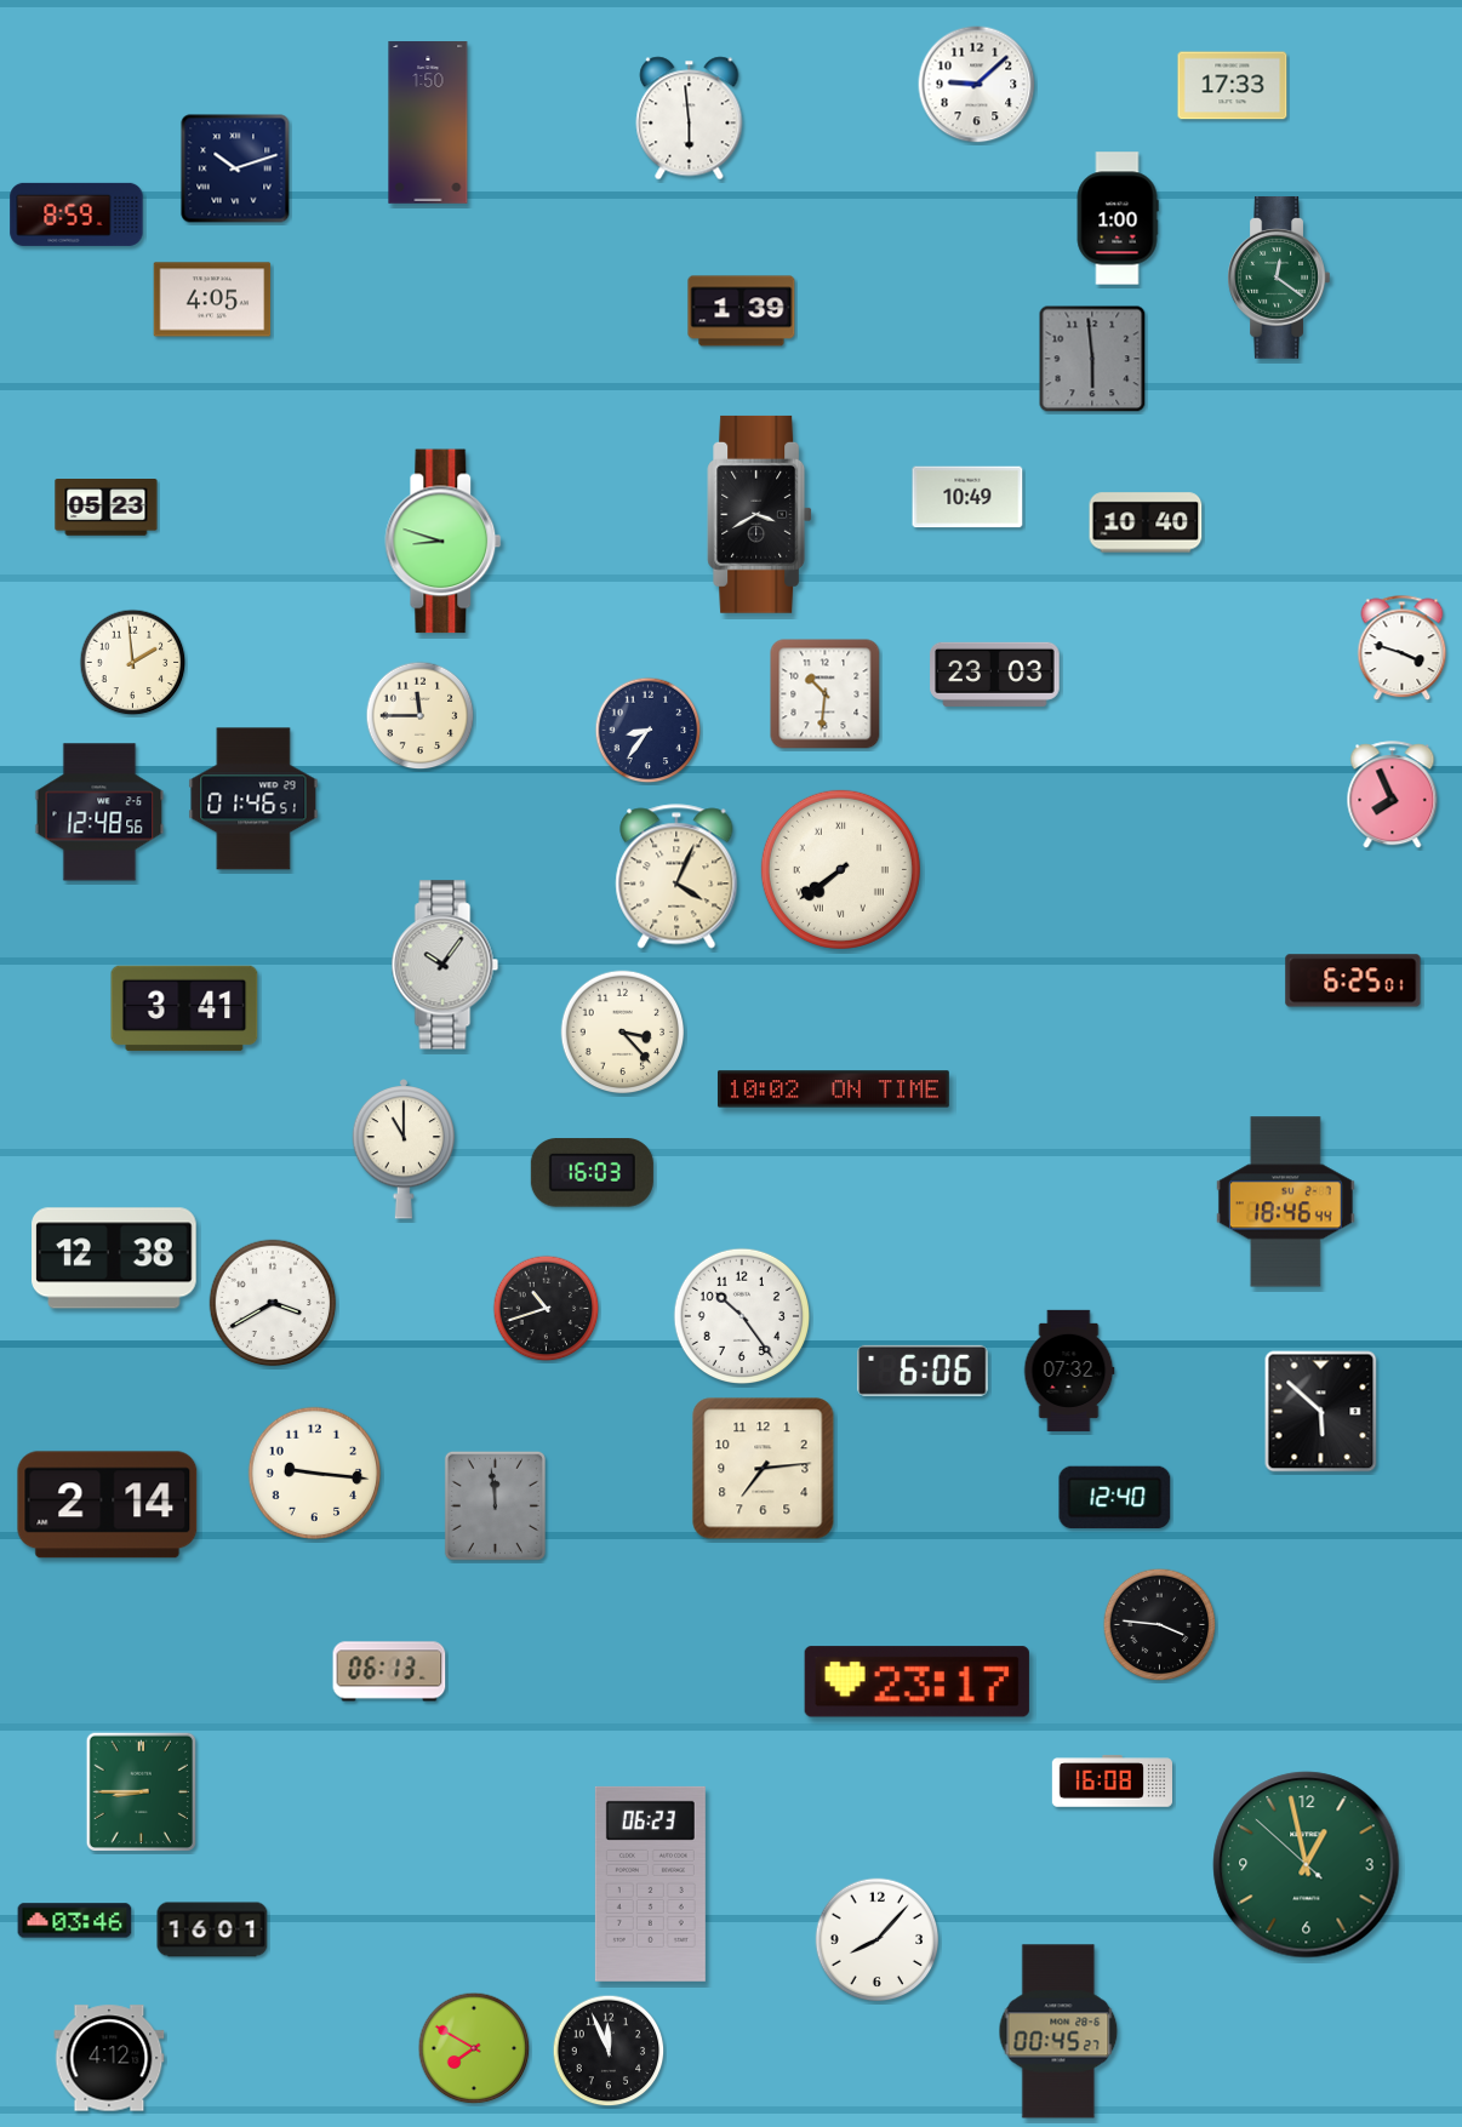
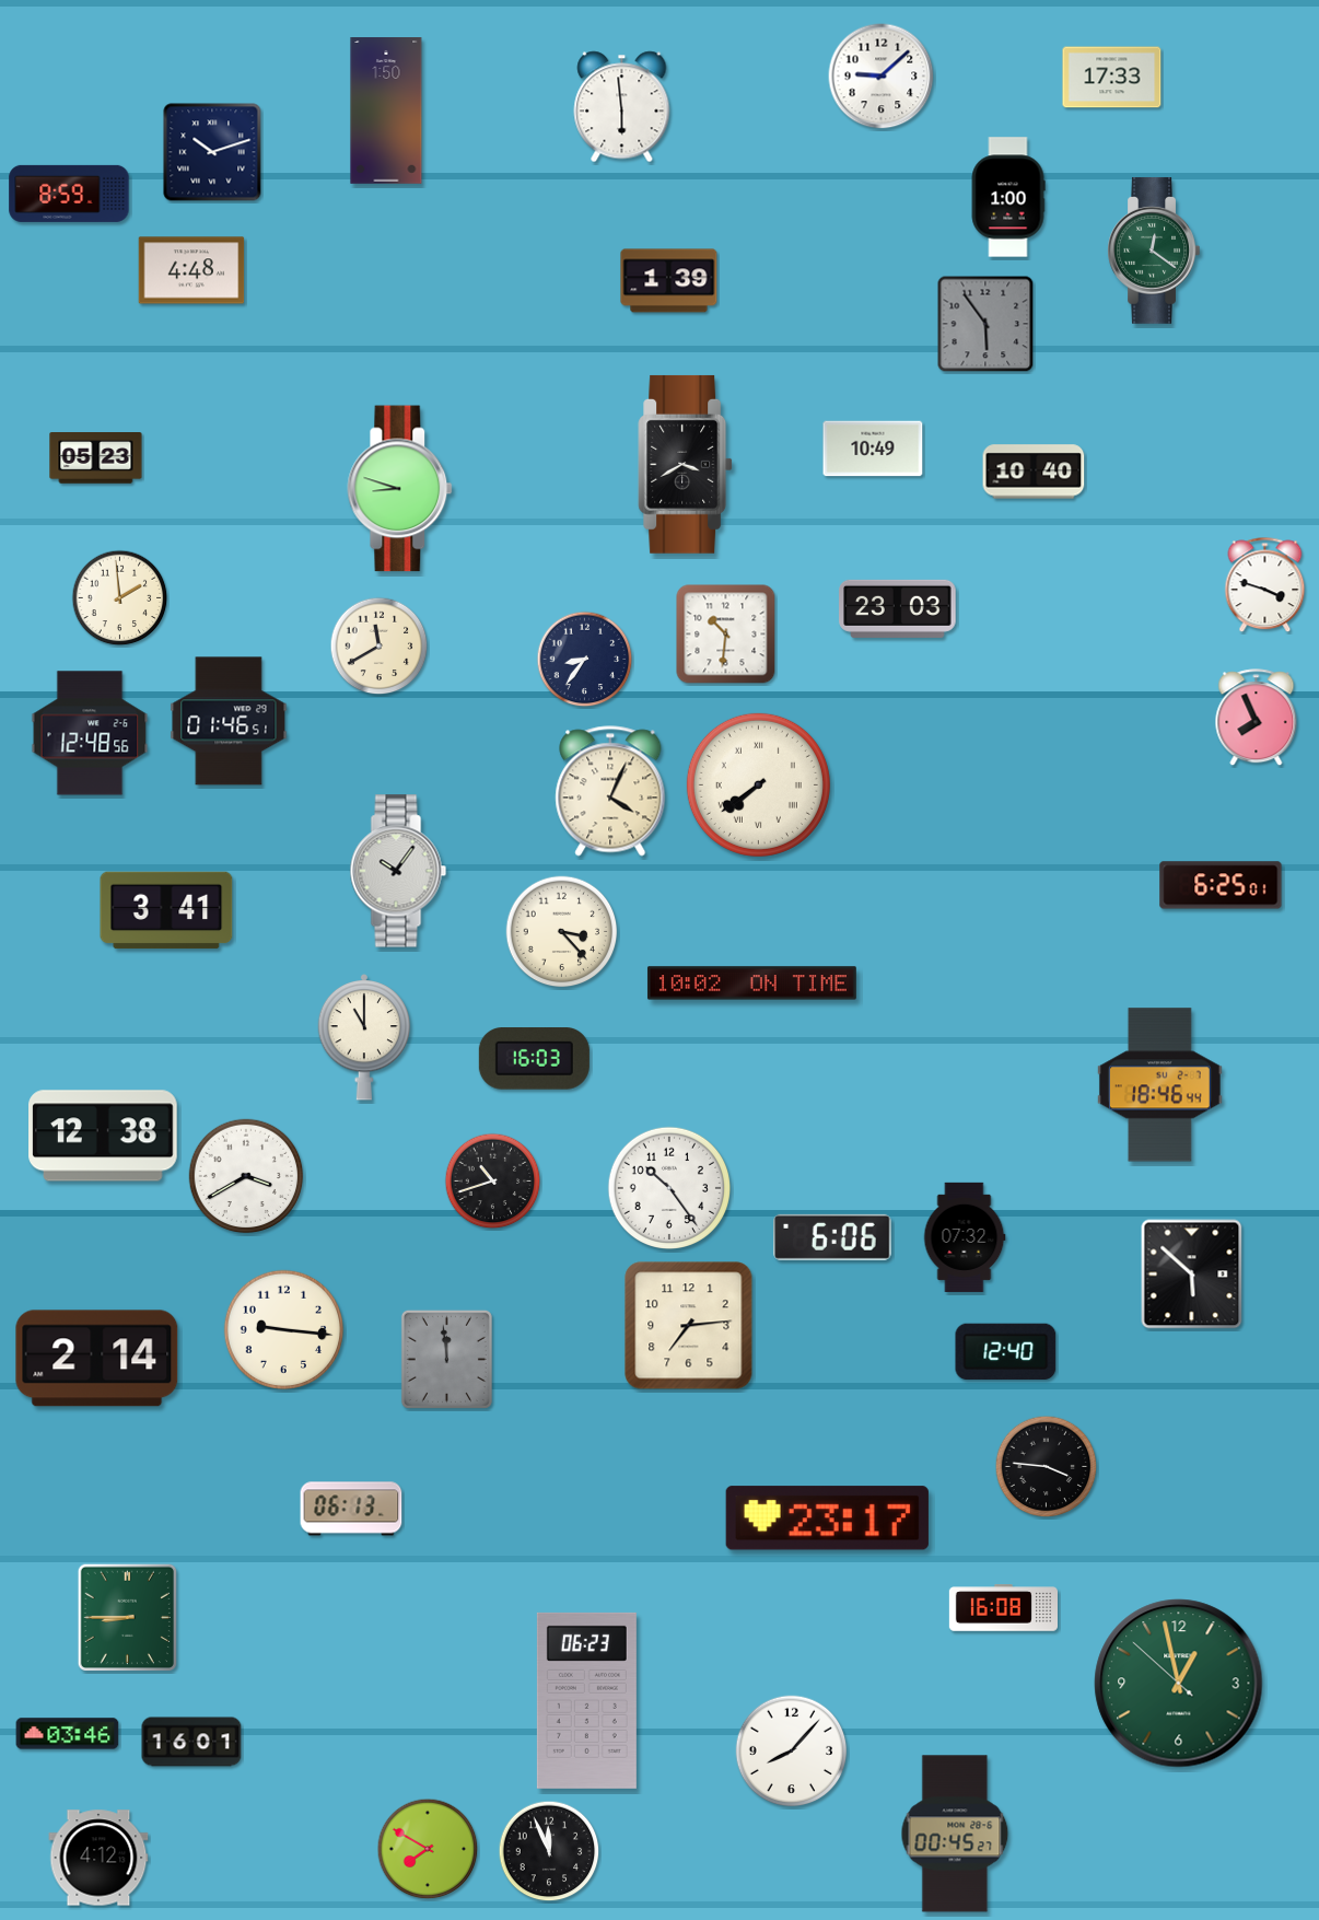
clock at (212, 299): 4:05 -> 4:48
clock at (1092, 359): 5:59 -> 5:54
clock at (826, 694) position: (826, 694) -> (726, 635)
clock at (421, 716): 11:45 -> 11:40
clock at (445, 965) position: (445, 965) -> (398, 871)
